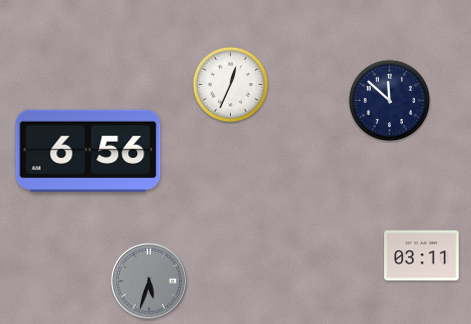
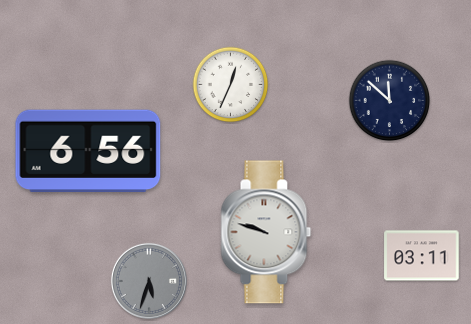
clock at (266, 232): none -> 9:48
